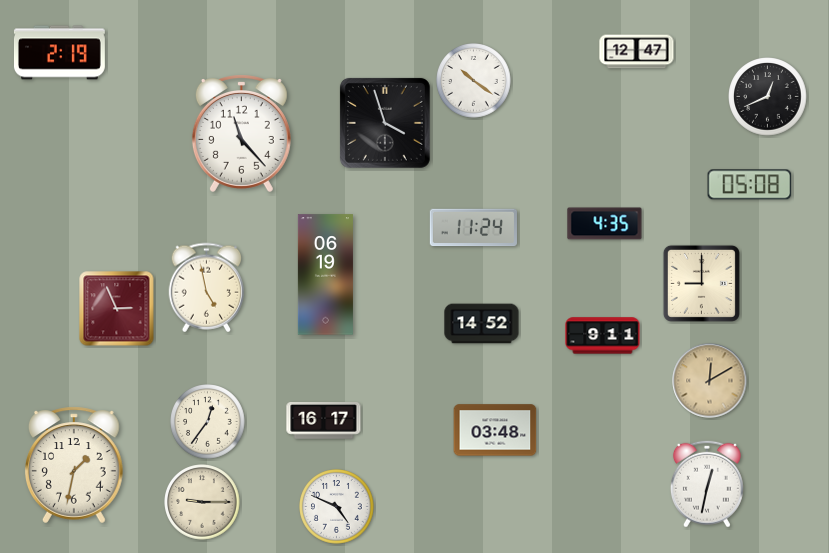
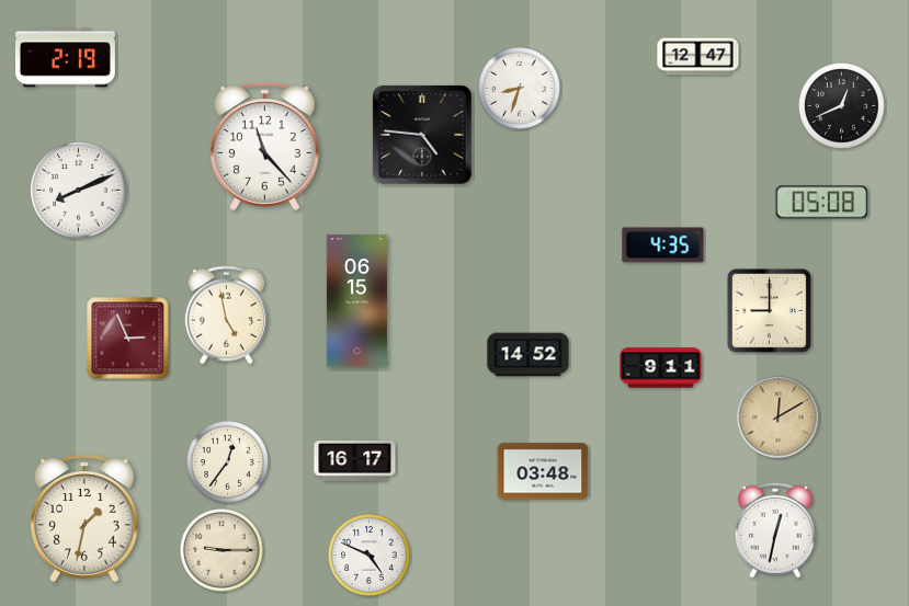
clock at (474, 81): 10:21 -> 8:33
clock at (385, 123): 3:57 -> 4:46
clock at (79, 191): none -> 8:11
clock at (473, 228): 11:24 -> none
clock at (325, 275): 06:19 -> 06:15
clock at (74, 465) position: (74, 465) -> (84, 518)
